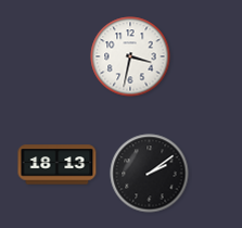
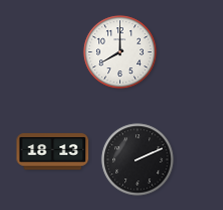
clock at (130, 56): 3:32 -> 8:00
clock at (150, 174): 2:09 -> 2:11
